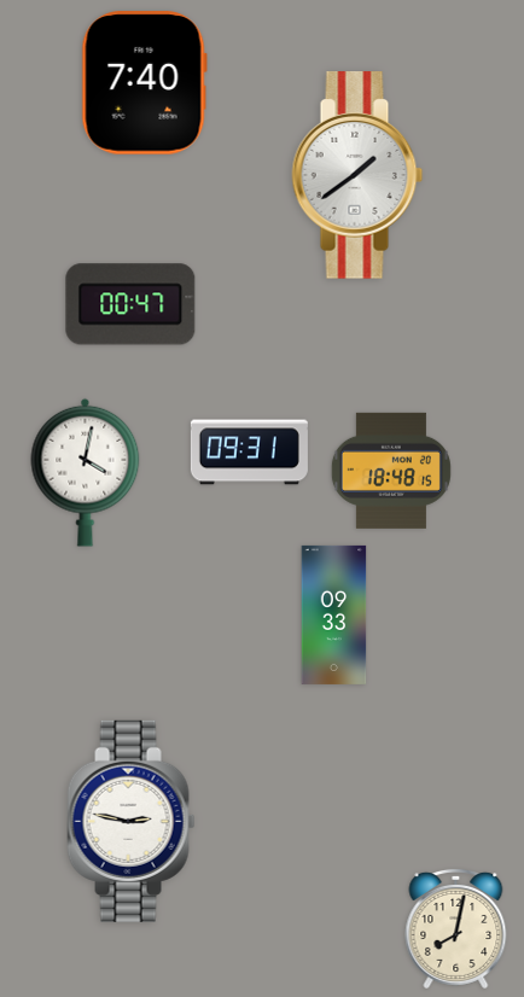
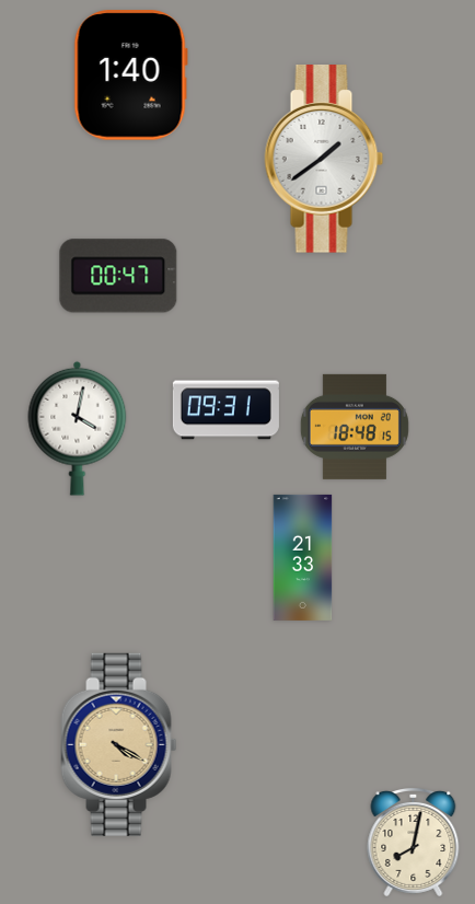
clock at (144, 83): 7:40 -> 1:40
clock at (334, 614): 09:33 -> 21:33
clock at (132, 821): 2:47 -> 4:20
clock at (132, 821) dial: white -> champagne
